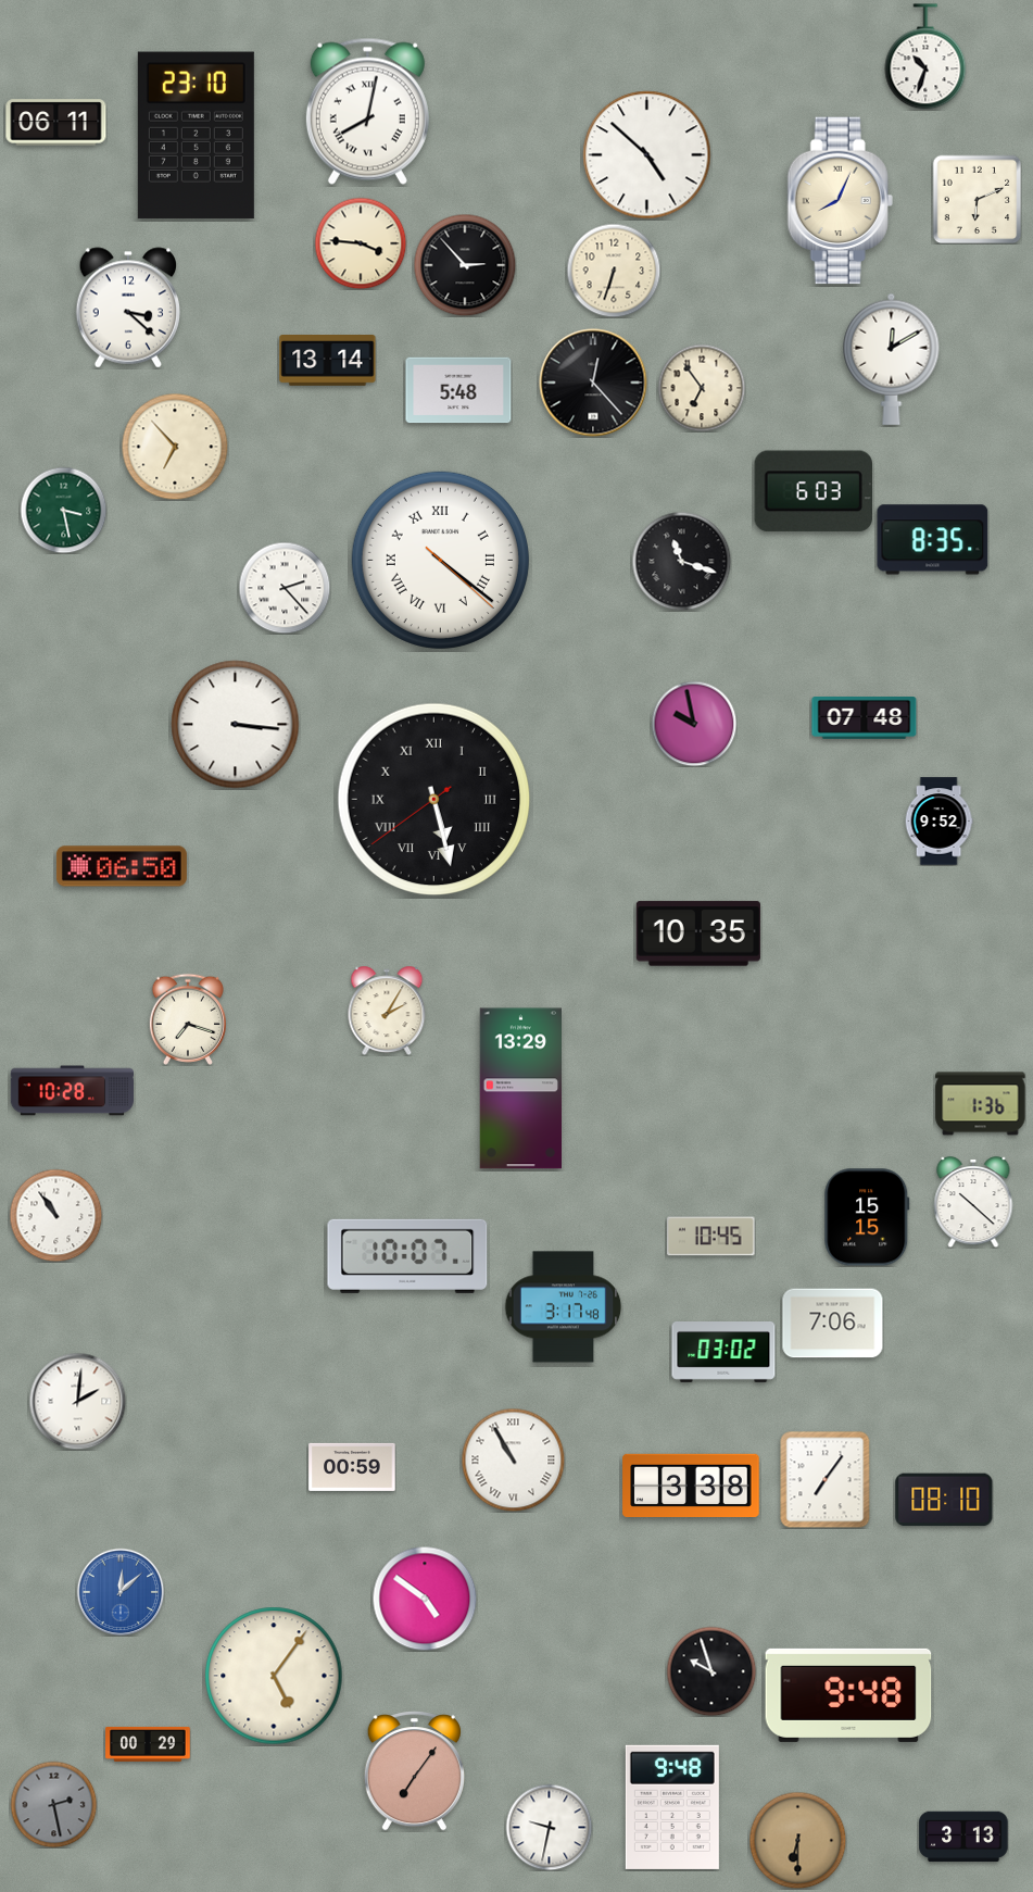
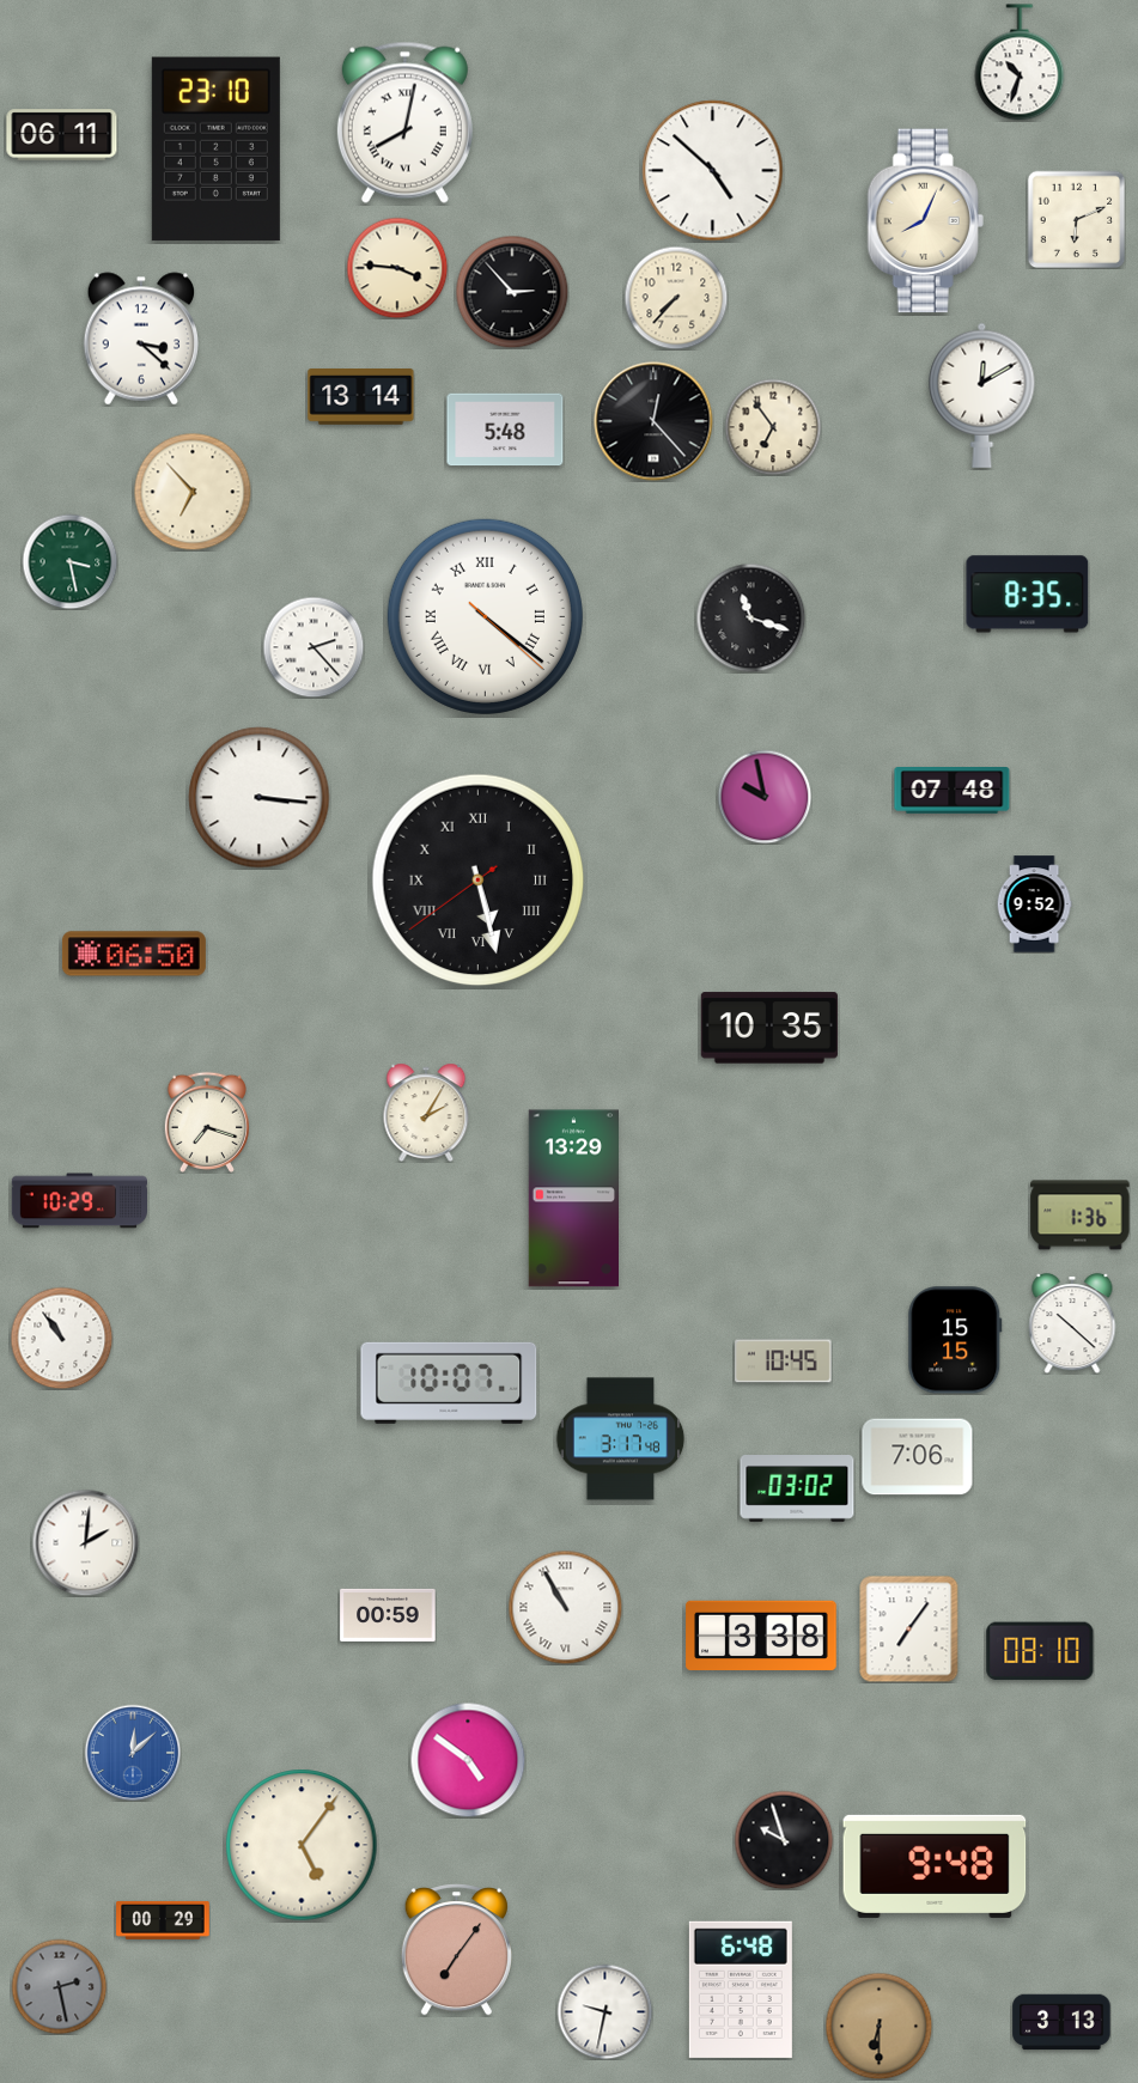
clock at (614, 271): 6:33 -> 7:37
clock at (812, 491): 6:03 -> none
clock at (72, 1091): 10:28 -> 10:29
clock at (672, 1807): 9:48 -> 6:48
